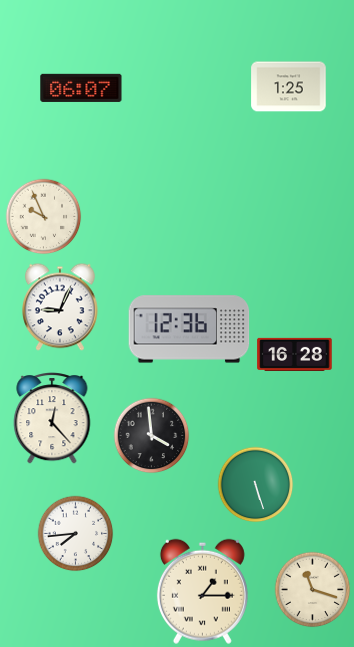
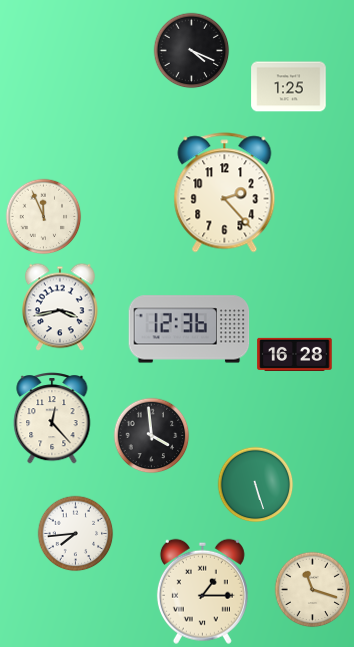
clock at (192, 51): none -> 4:19
clock at (81, 88): 06:07 -> none
clock at (225, 193): none -> 2:23
clock at (44, 217): 9:56 -> 11:56
clock at (61, 307): 9:04 -> 3:43
